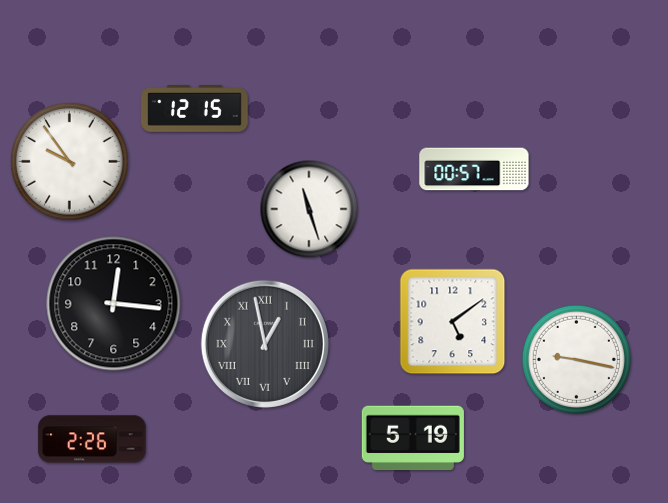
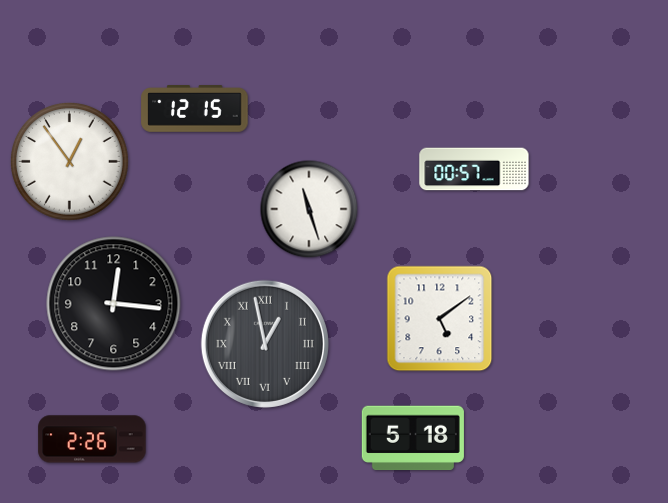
clock at (70, 162): 9:54 -> 12:54
clock at (453, 322) position: (453, 322) -> (440, 319)
clock at (576, 359): 9:17 -> none
clock at (413, 438): 5:19 -> 5:18
